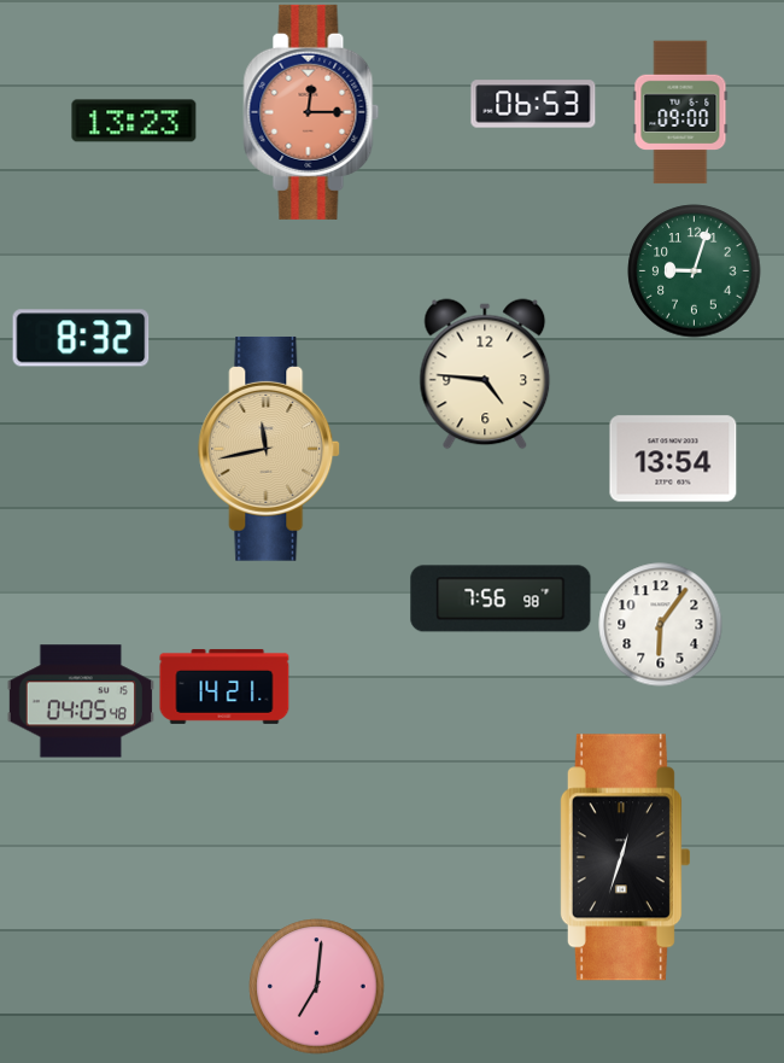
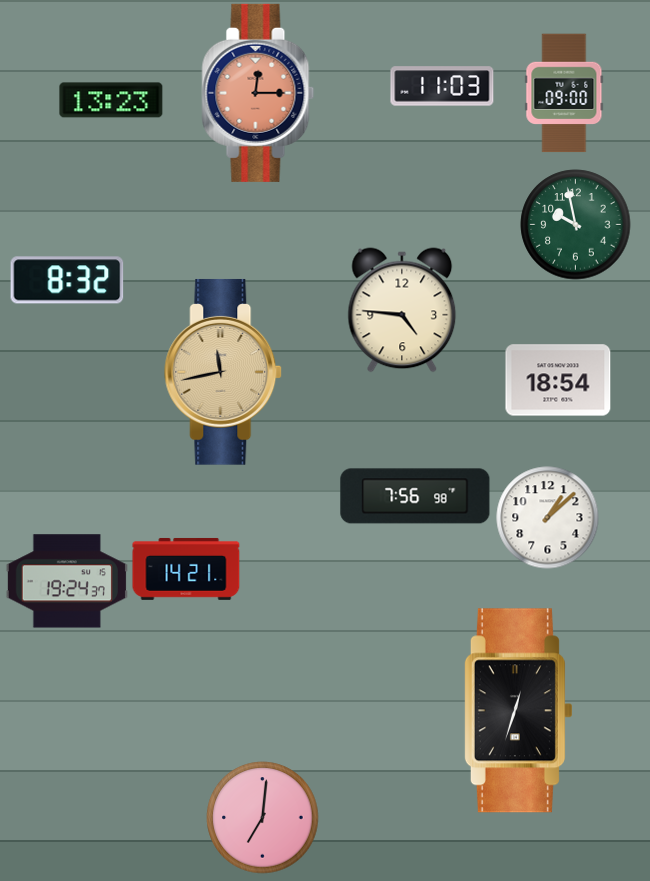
clock at (533, 104): 06:53 -> 11:03
clock at (695, 271): 9:03 -> 9:58
clock at (673, 459): 13:54 -> 18:54
clock at (661, 625): 6:06 -> 1:08
clock at (81, 701): 04:05 -> 19:24
